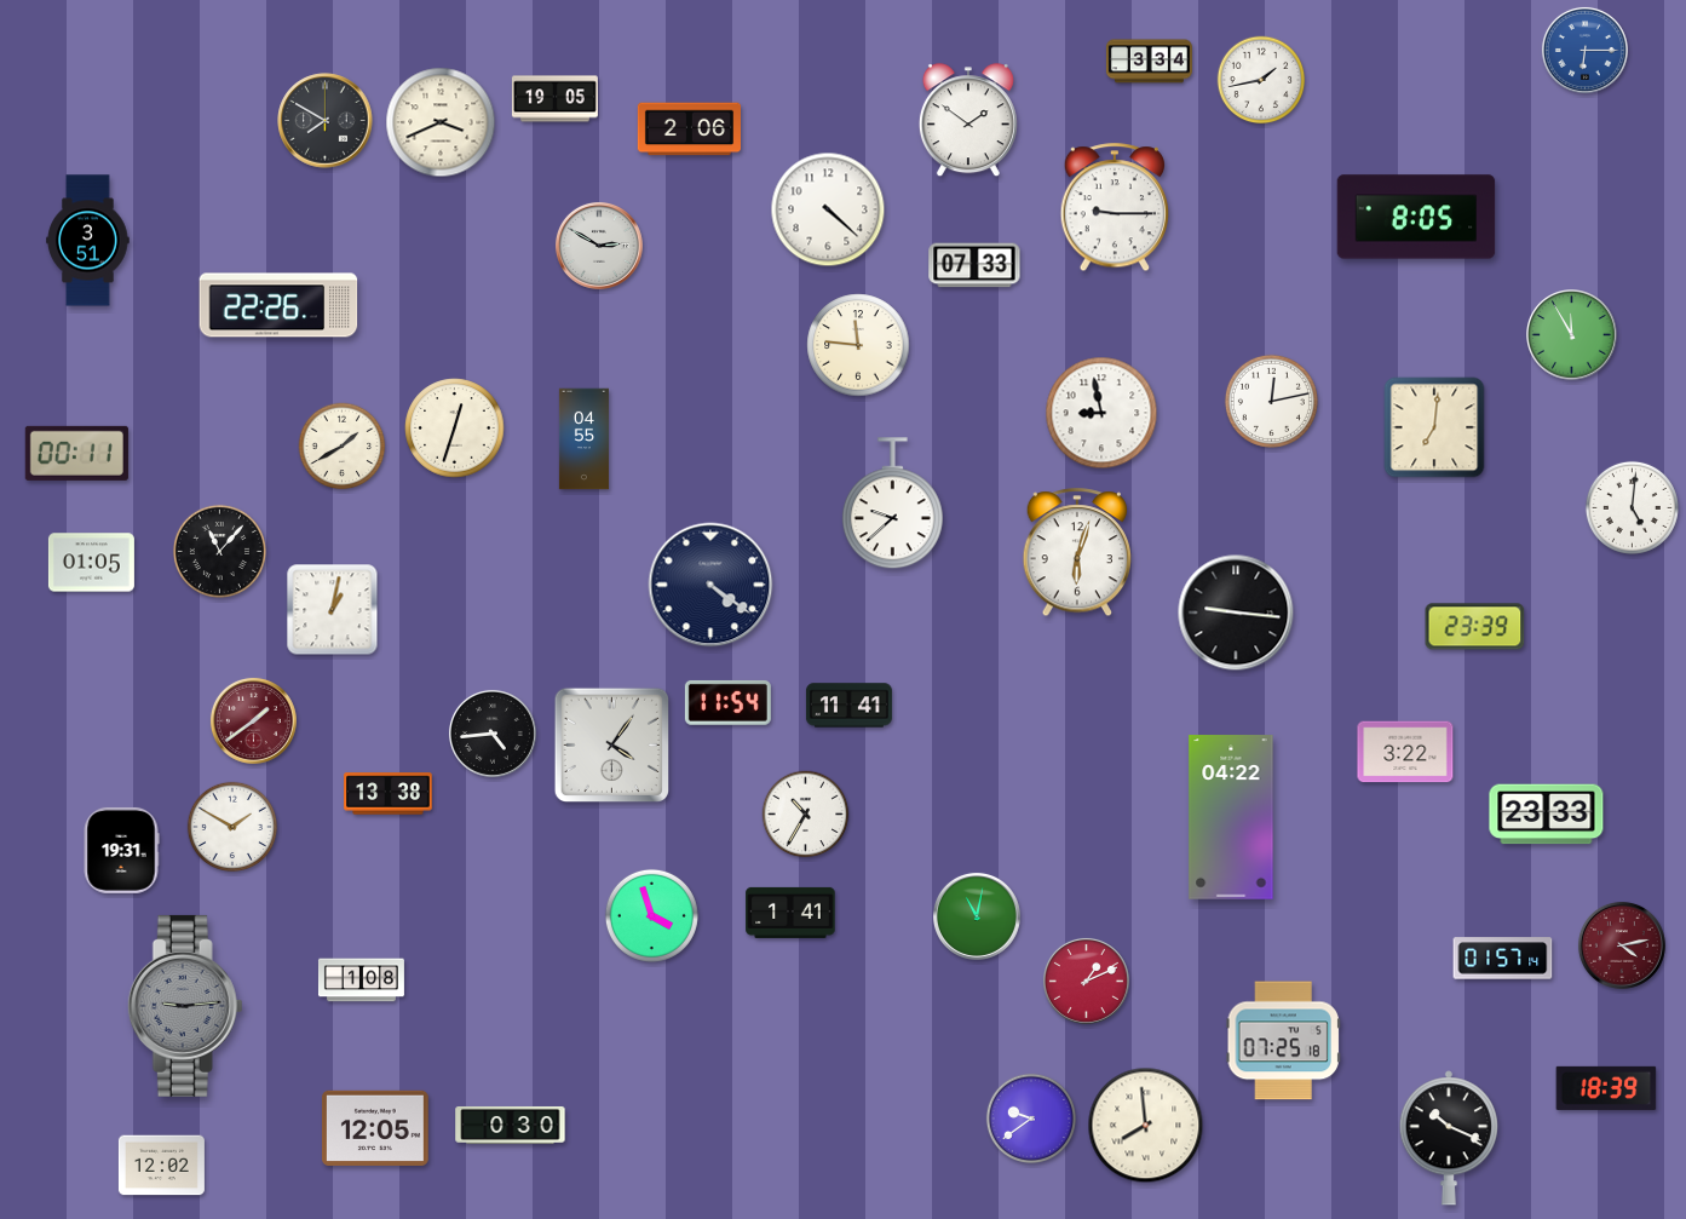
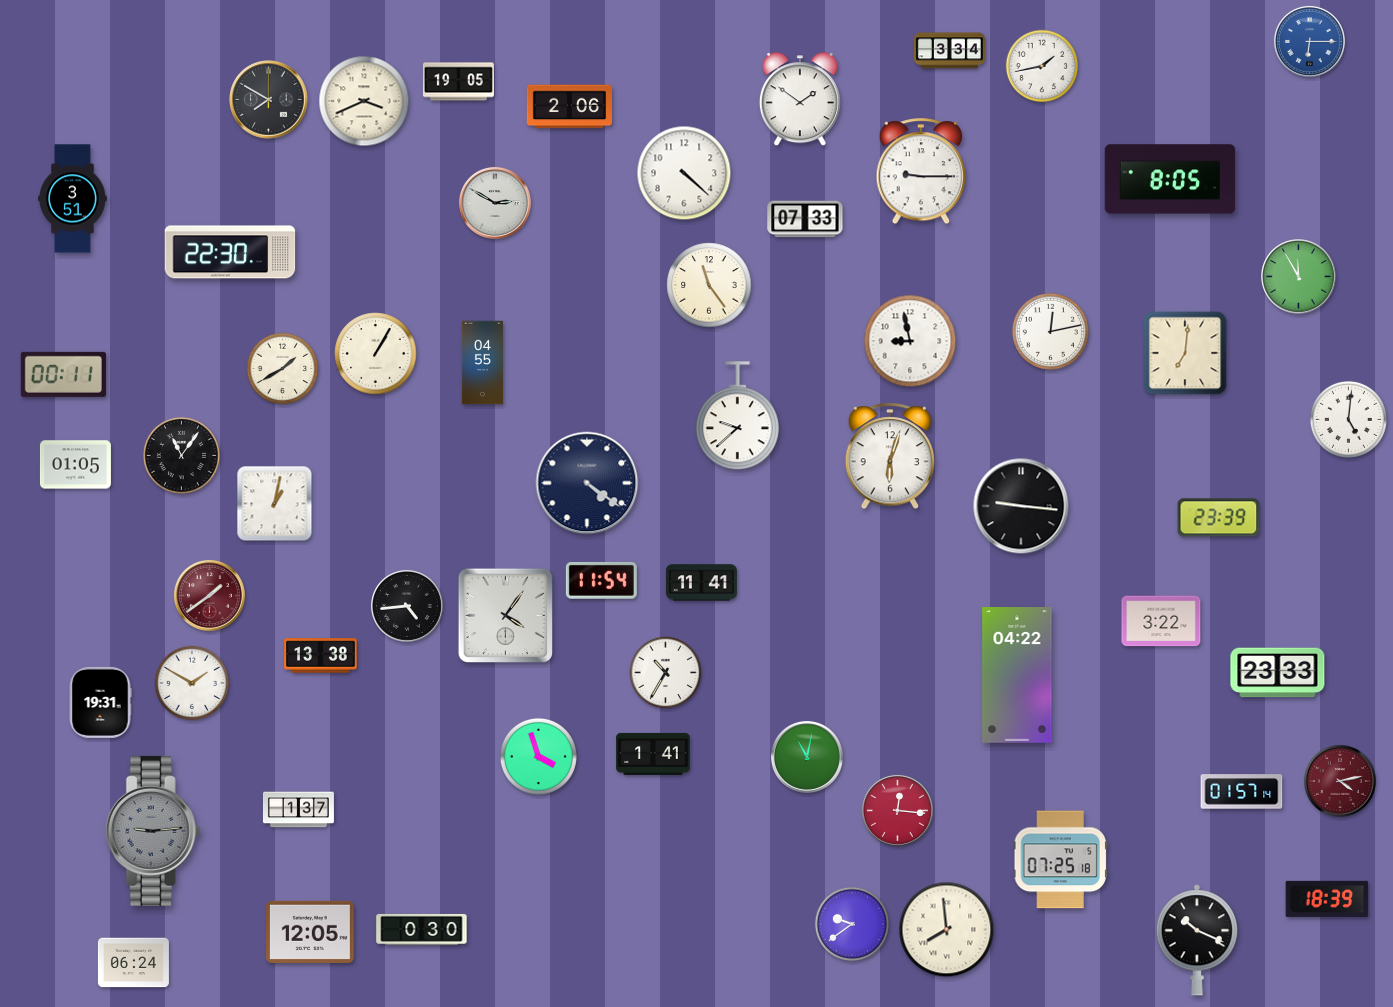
clock at (278, 305): 22:26 -> 22:30
clock at (858, 345): 11:46 -> 11:24
clock at (455, 429): 12:33 -> 1:05
clock at (219, 551): 11:07 -> 11:06
clock at (361, 981): 1:08 -> 1:37
clock at (1086, 981): 1:11 -> 12:16
clock at (161, 1166): 12:02 -> 06:24
